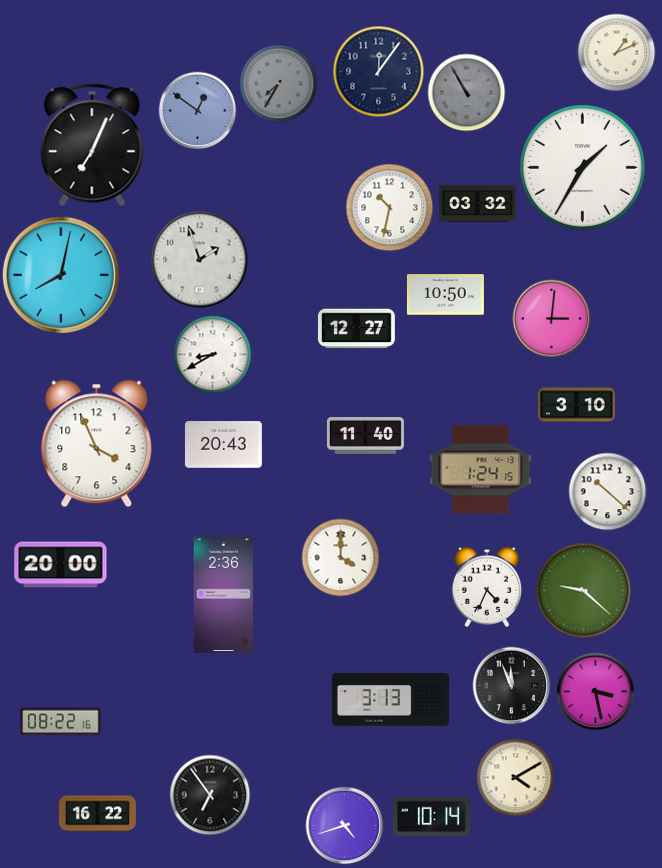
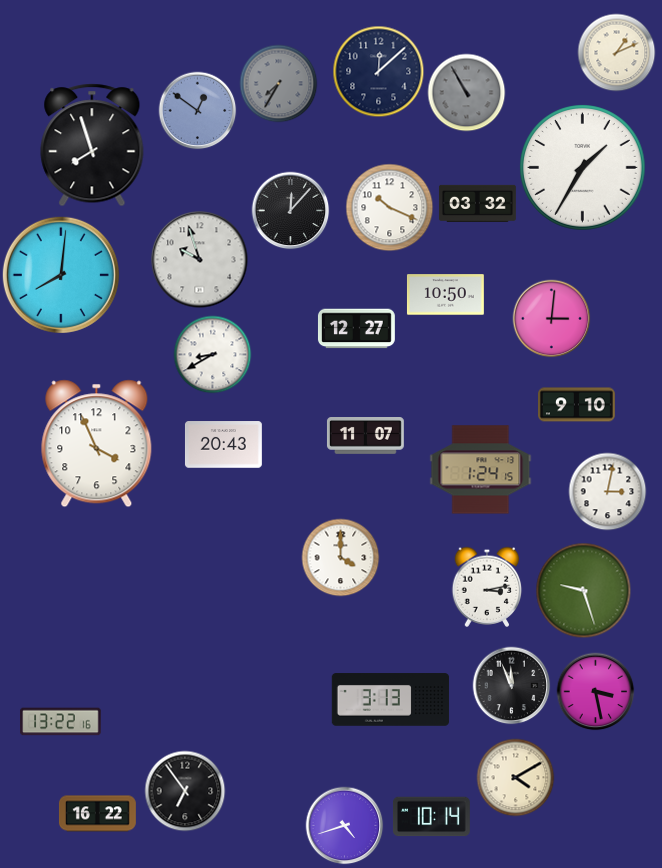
clock at (378, 71): 12:06 -> 12:08
clock at (92, 145): 7:04 -> 7:57
clock at (389, 207): 10:32 -> 10:19
clock at (290, 210): none -> 12:07
clock at (200, 260): 1:57 -> 9:57
clock at (61, 275): 8:02 -> 8:01
clock at (577, 405): 3:10 -> 9:10
clock at (365, 436): 11:40 -> 11:07
clock at (607, 491): 10:22 -> 3:02
clock at (61, 565): 20:00 -> none
clock at (487, 587): 4:34 -> 3:13
clock at (583, 590): 9:22 -> 9:27
clock at (223, 595): 2:36 -> none
clock at (61, 722): 08:22 -> 13:22
clock at (210, 795) position: (210, 795) -> (185, 791)
